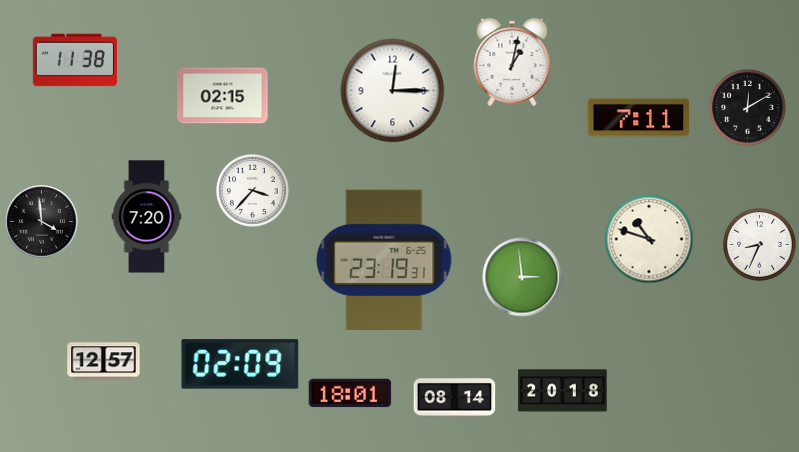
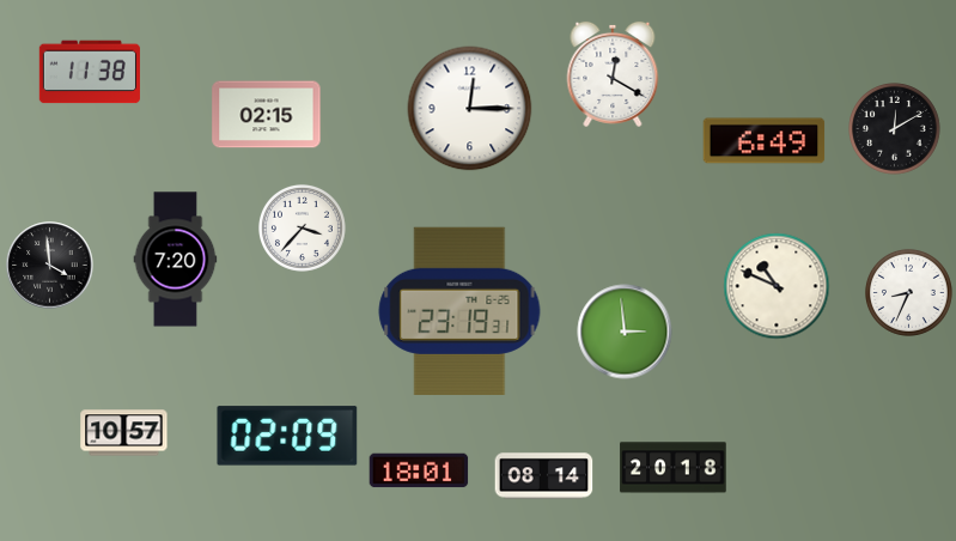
clock at (512, 62): 1:02 -> 12:20
clock at (639, 118): 7:11 -> 6:49
clock at (649, 239): 10:48 -> 10:49
clock at (104, 362): 12:57 -> 10:57
